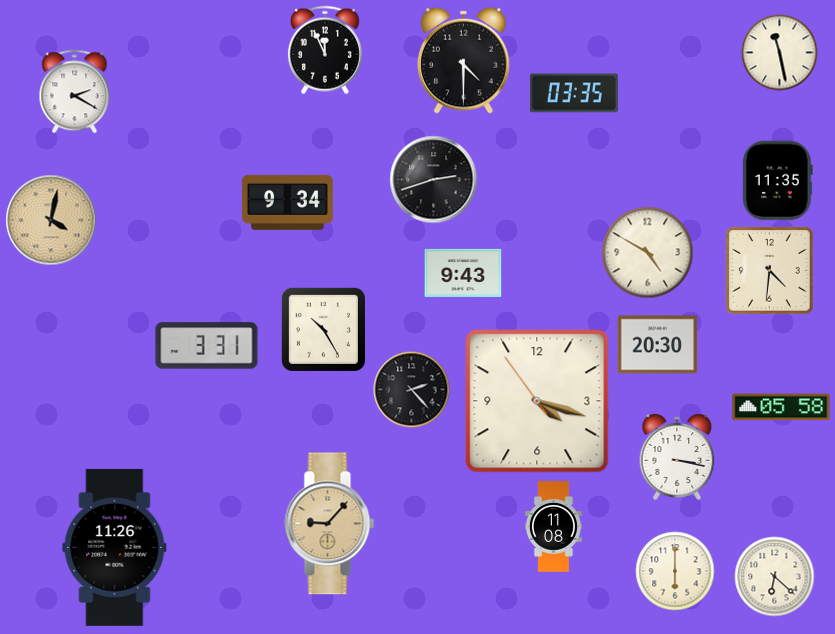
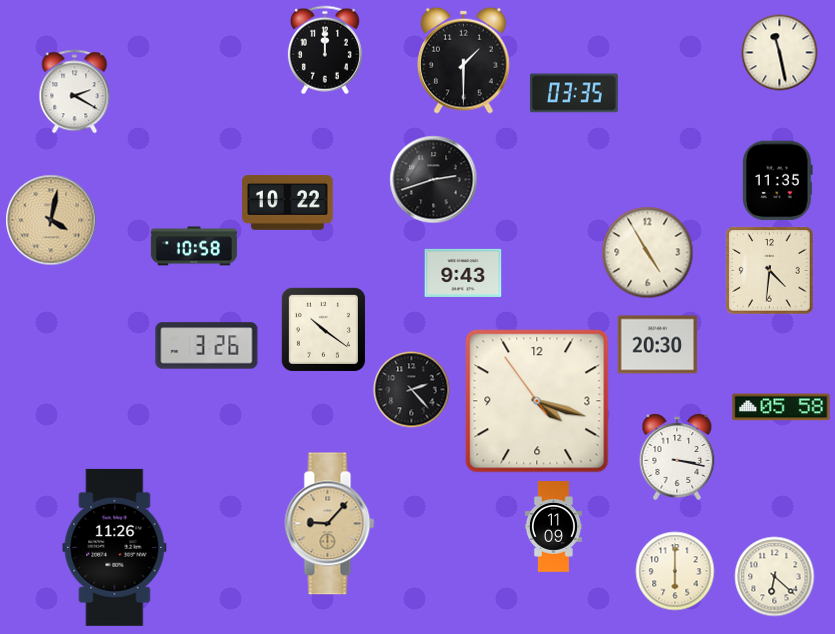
clock at (325, 50): 11:56 -> 12:00
clock at (464, 60): 4:30 -> 1:30
clock at (288, 202): 9:34 -> 10:22
clock at (194, 246): none -> 10:58
clock at (648, 253): 4:50 -> 4:55
clock at (323, 329): 10:25 -> 10:21
clock at (207, 346): 3:31 -> 3:26
clock at (553, 527): 11:08 -> 11:09
